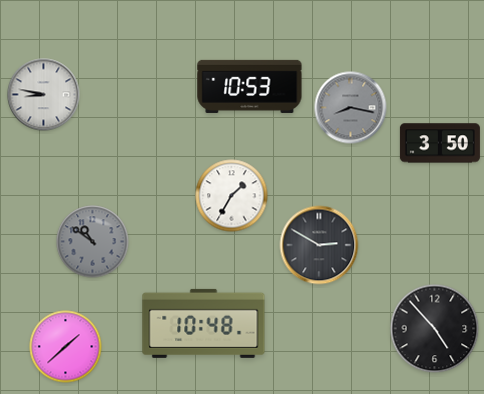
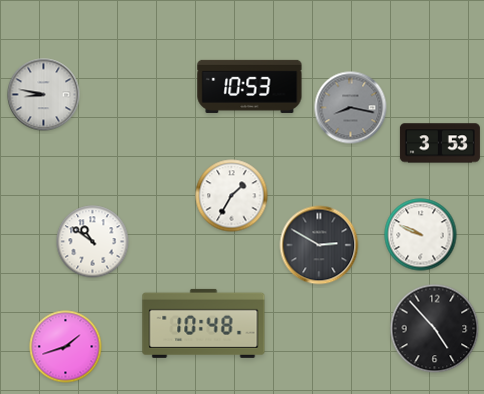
clock at (440, 143): 3:50 -> 3:53
clock at (421, 235): none -> 9:49
clock at (93, 242) dial: grey -> white
clock at (66, 347): 1:38 -> 1:42
